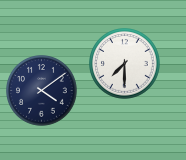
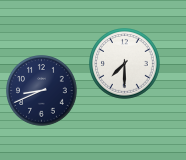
clock at (42, 91): 4:09 -> 8:41
